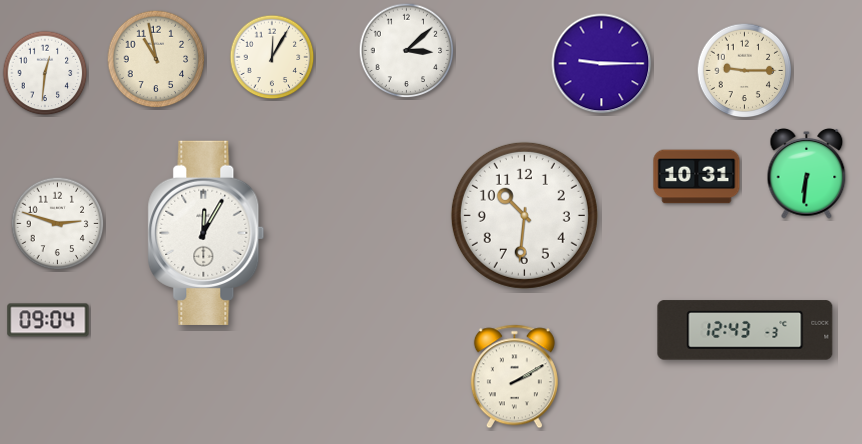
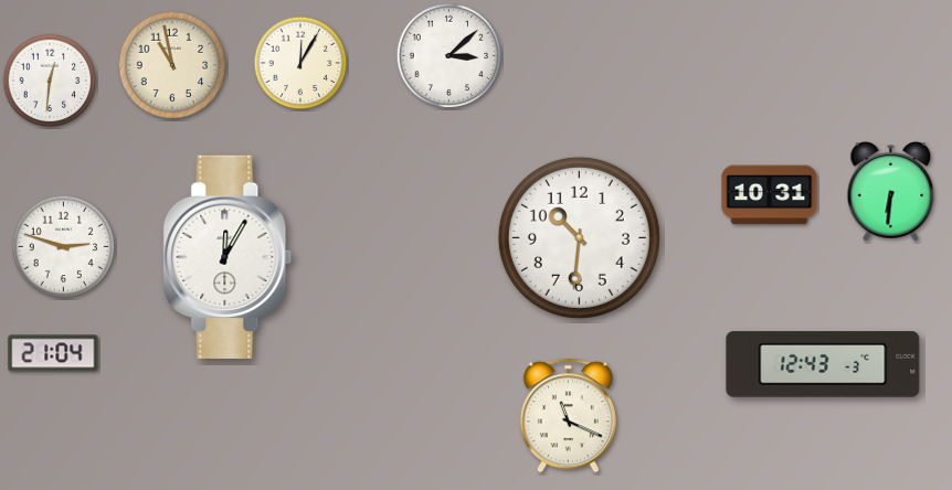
clock at (602, 64): 9:15 -> none
clock at (745, 71): 9:15 -> none
clock at (48, 320): 09:04 -> 21:04
clock at (514, 377): 2:10 -> 11:19
